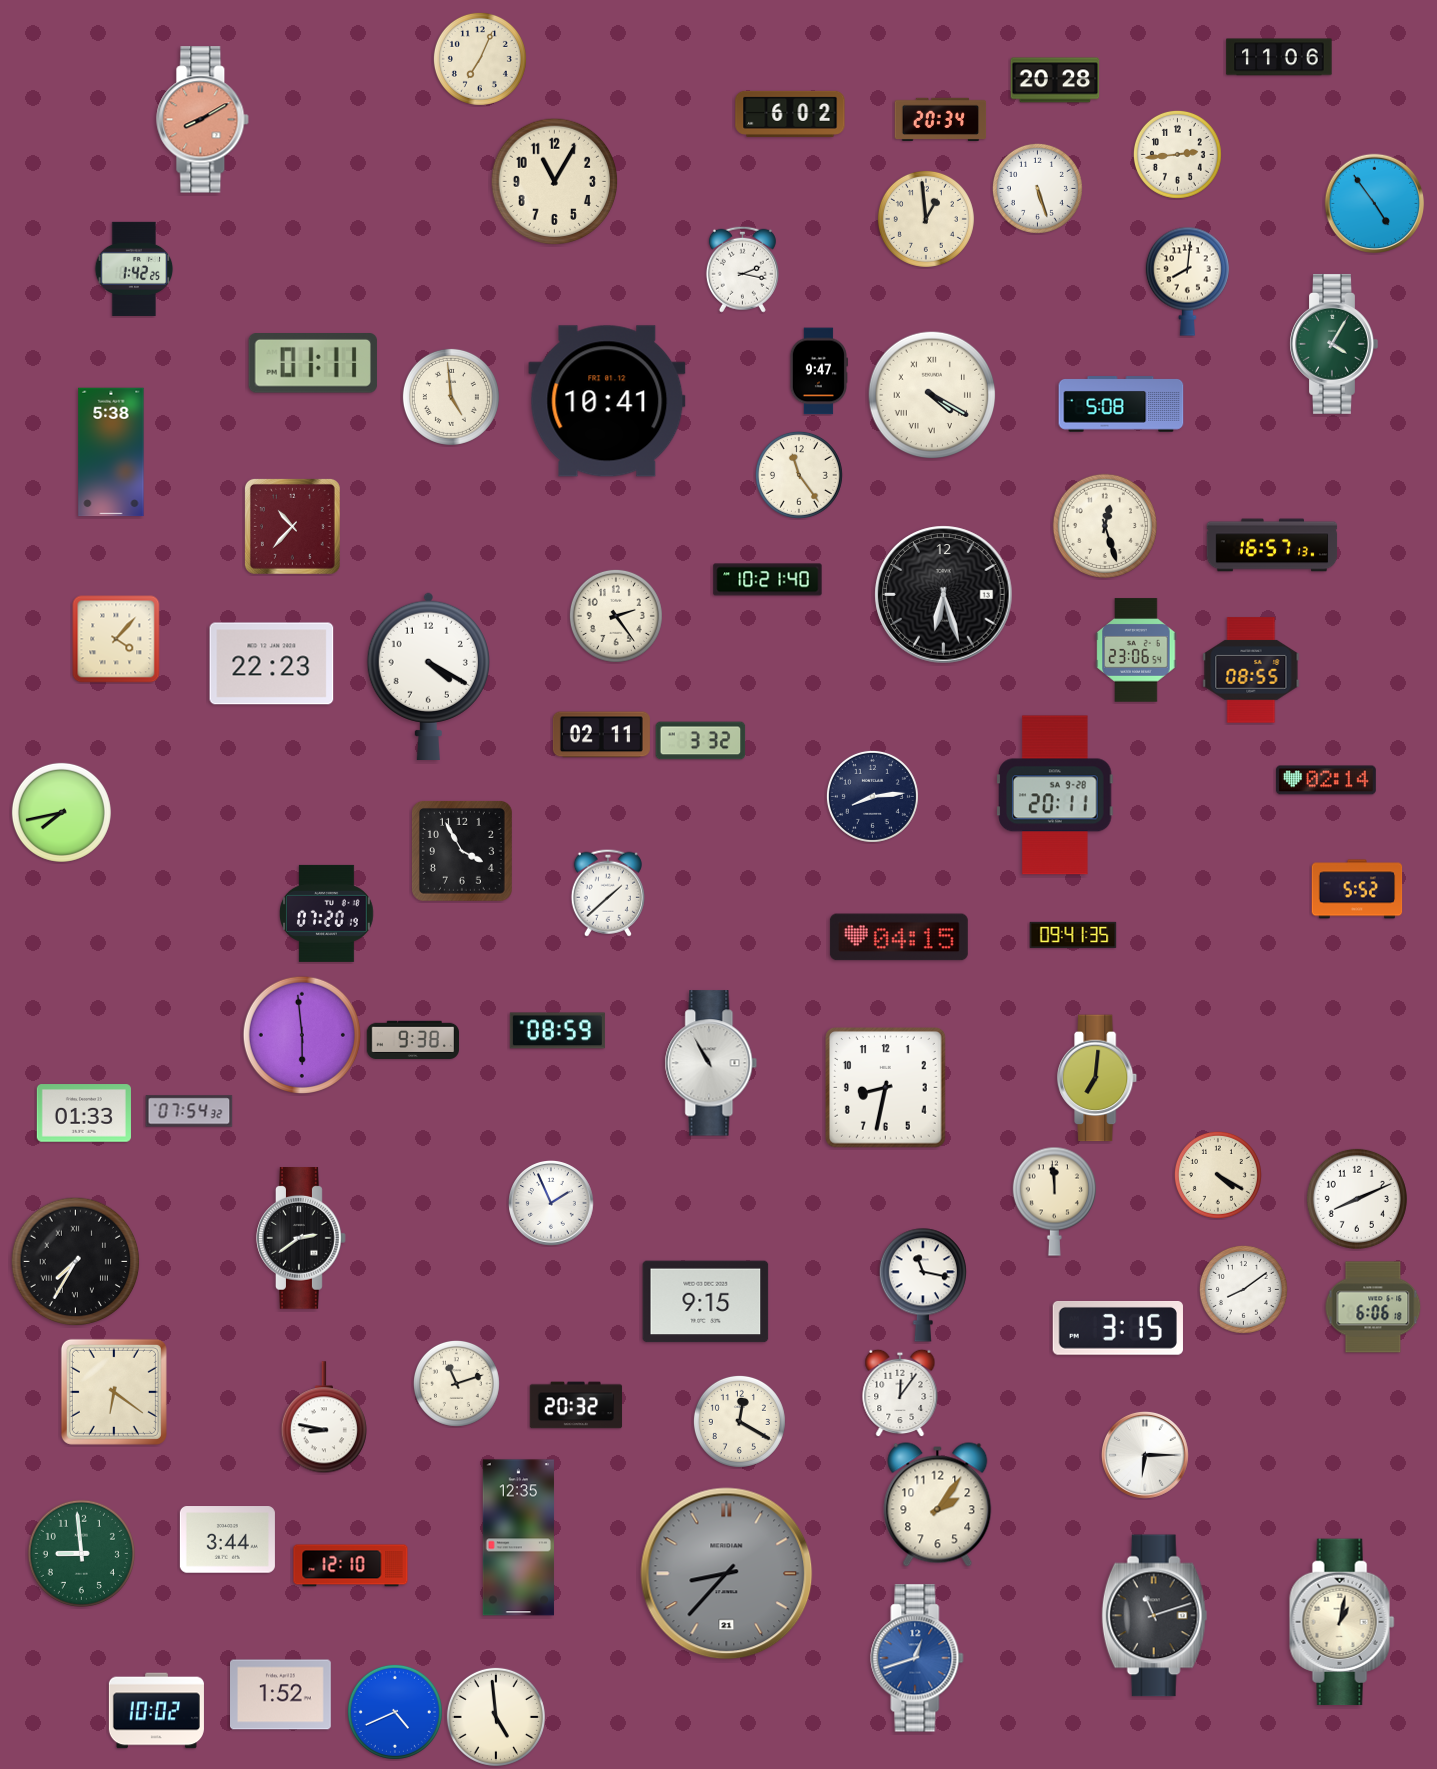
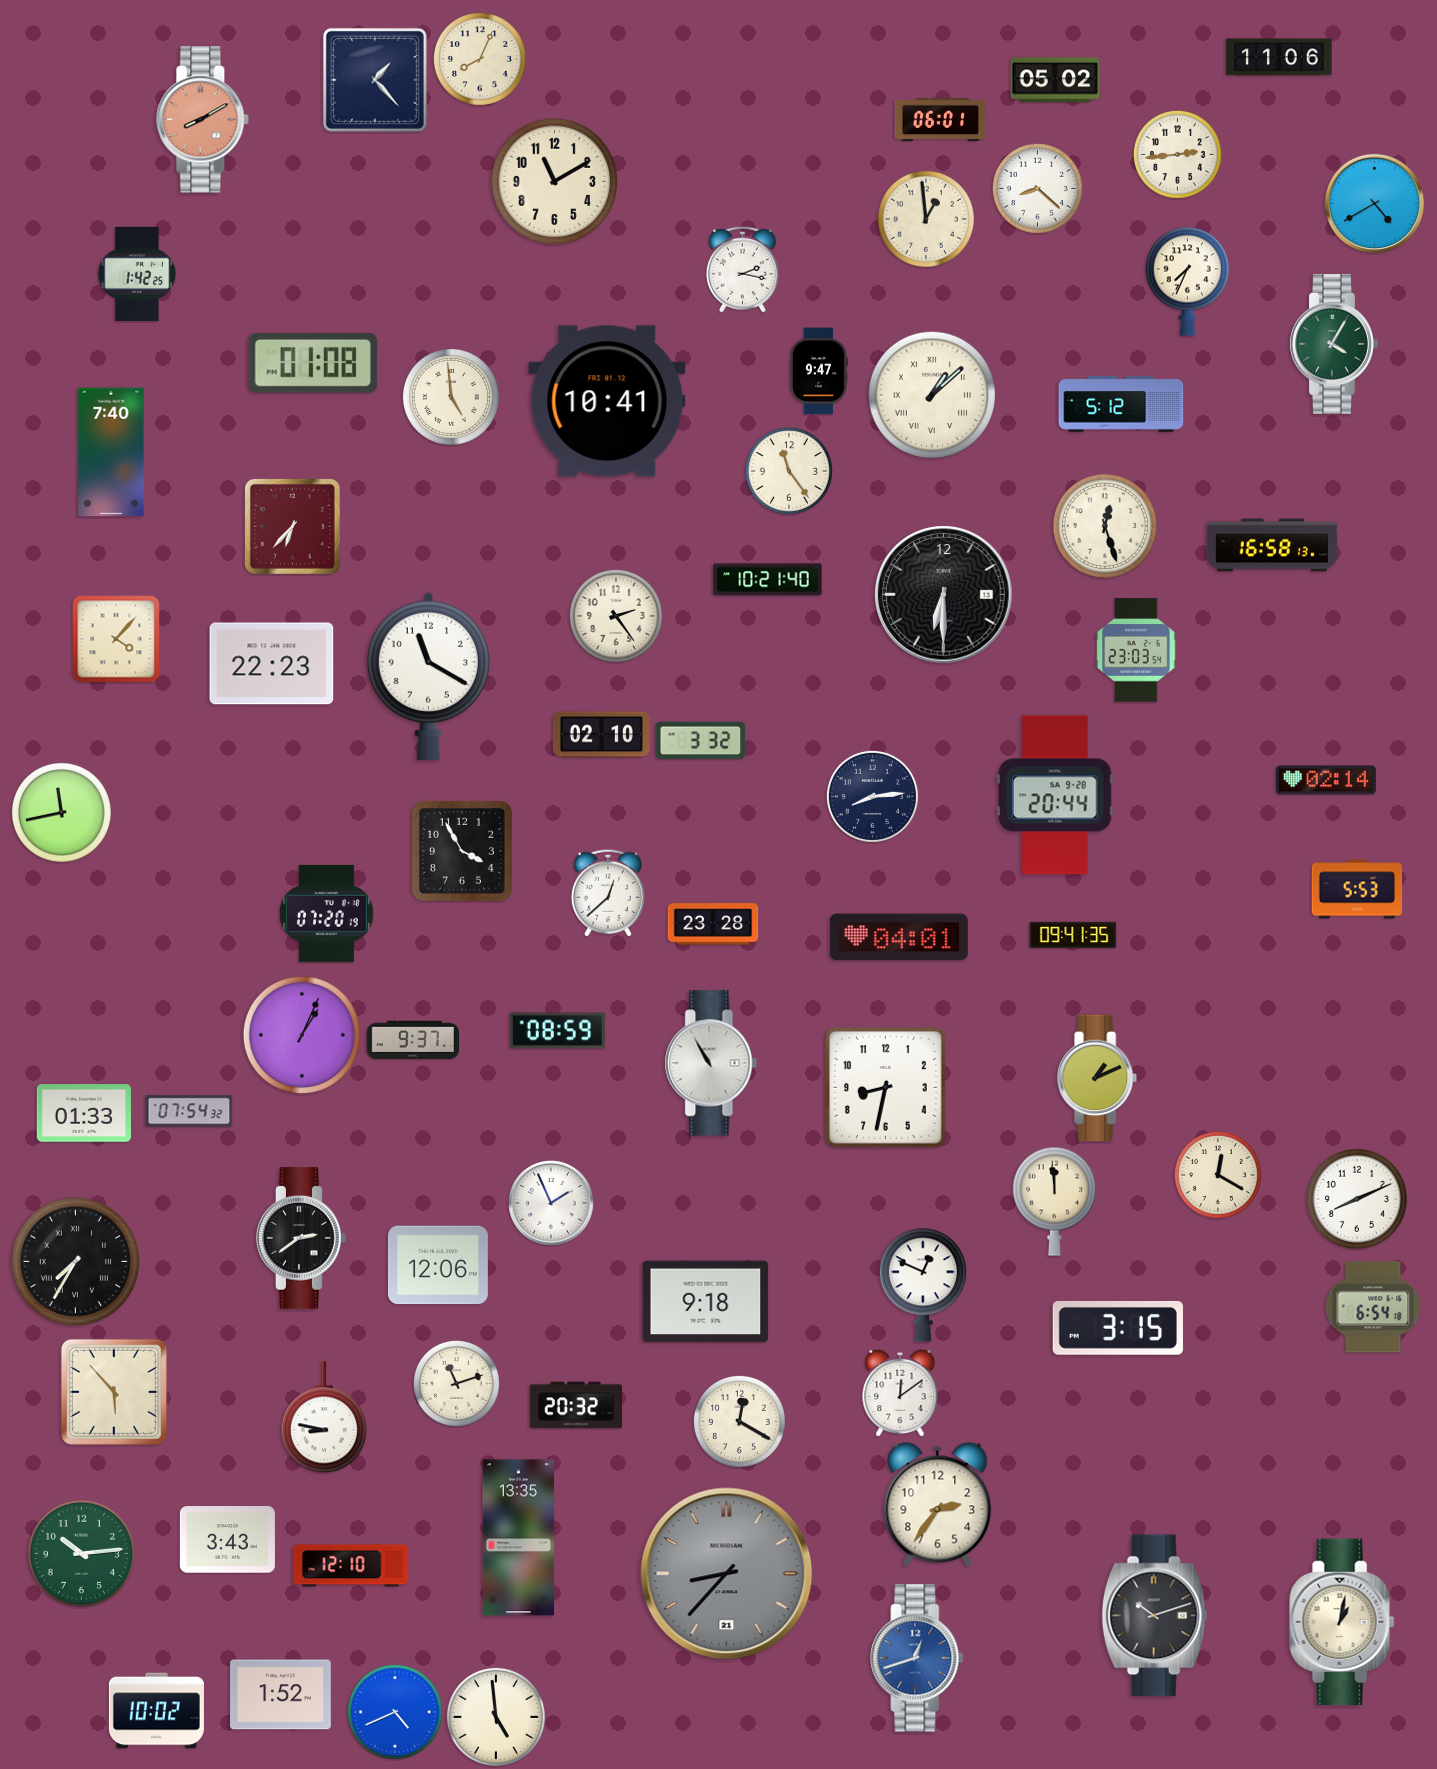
clock at (480, 59): 7:04 -> 8:04
clock at (375, 80): none -> 1:23
clock at (1055, 80): 20:28 -> 05:02
clock at (790, 114): 6:02 -> none
clock at (941, 119): 20:34 -> 06:01
clock at (555, 182): 11:05 -> 11:10
clock at (1037, 188): 5:27 -> 8:22
clock at (1375, 204): 4:54 -> 4:40
clock at (134, 269) position: (134, 269) -> (137, 274)
clock at (1187, 281): 8:01 -> 7:34
clock at (313, 364): 01:11 -> 01:08
clock at (932, 395): 4:20 -> 1:08
clock at (1121, 404): 5:08 -> 5:12
clock at (111, 452): 5:38 -> 7:40
clock at (799, 475) position: (799, 475) -> (789, 471)
clock at (292, 526): 10:37 -> 6:37
clock at (1272, 545): 16:57 -> 16:58
clock at (944, 595): 6:27 -> 6:30
clock at (1136, 650): 23:06 -> 23:03
clock at (1251, 670): 08:55 -> none
clock at (428, 675): 4:20 -> 11:20
clock at (601, 735): 02:11 -> 02:10
clock at (1055, 795): 20:11 -> 20:44
clock at (61, 812): 7:43 -> 11:43
clock at (1357, 889): 5:52 -> 5:53
clock at (608, 893): 1:38 -> 12:38
clock at (713, 924): none -> 23:28
clock at (899, 937): 04:15 -> 04:01
clock at (301, 1034): 5:59 -> 1:04
clock at (412, 1039): 9:38 -> 9:37
clock at (1098, 1078): 7:01 -> 1:11
clock at (1218, 1175): 4:20 -> 12:20
clock at (438, 1265): none -> 12:06
clock at (923, 1285): 11:17 -> 12:49
clock at (1243, 1289): 8:09 -> none
clock at (706, 1302): 9:15 -> 9:18
clock at (1373, 1307): 6:06 -> 6:54
clock at (114, 1392): 6:21 -> 5:53
clock at (900, 1393): 12:06 -> 12:09
clock at (1145, 1455): 6:15 -> none
clock at (938, 1505): 2:06 -> 2:36
clock at (518, 1538): 12:35 -> 13:35
clock at (227, 1540): 3:44 -> 3:43
clock at (81, 1553): 8:59 -> 10:14
clock at (1155, 1616): 11:12 -> 10:12
